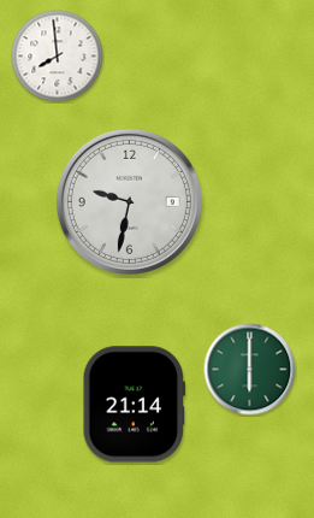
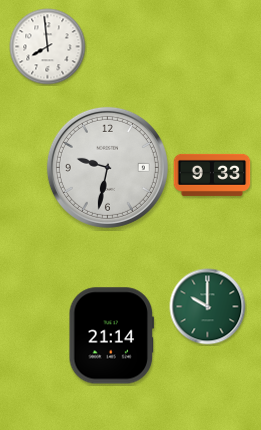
clock at (212, 175): none -> 9:33
clock at (250, 370): 6:00 -> 10:00
